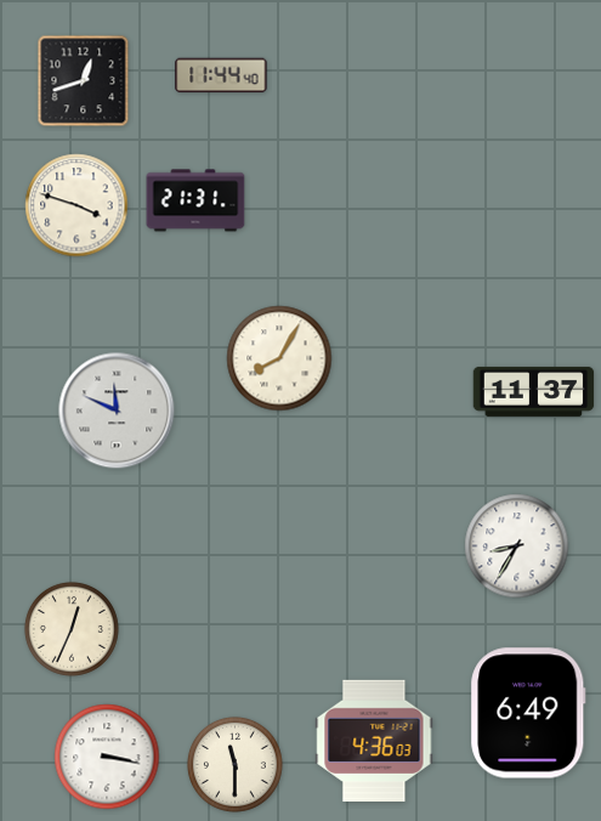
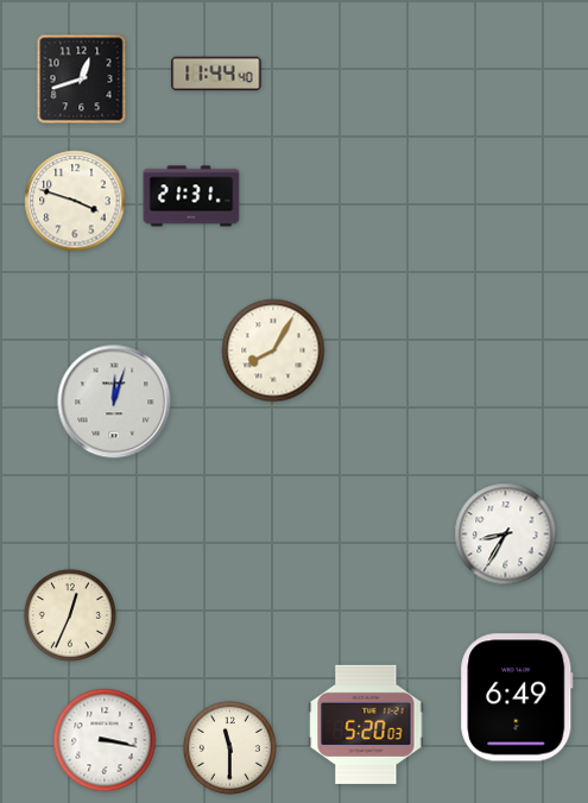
clock at (534, 391): 11:37 -> none
clock at (117, 410): 11:49 -> 12:03
clock at (374, 740): 4:36 -> 5:20
